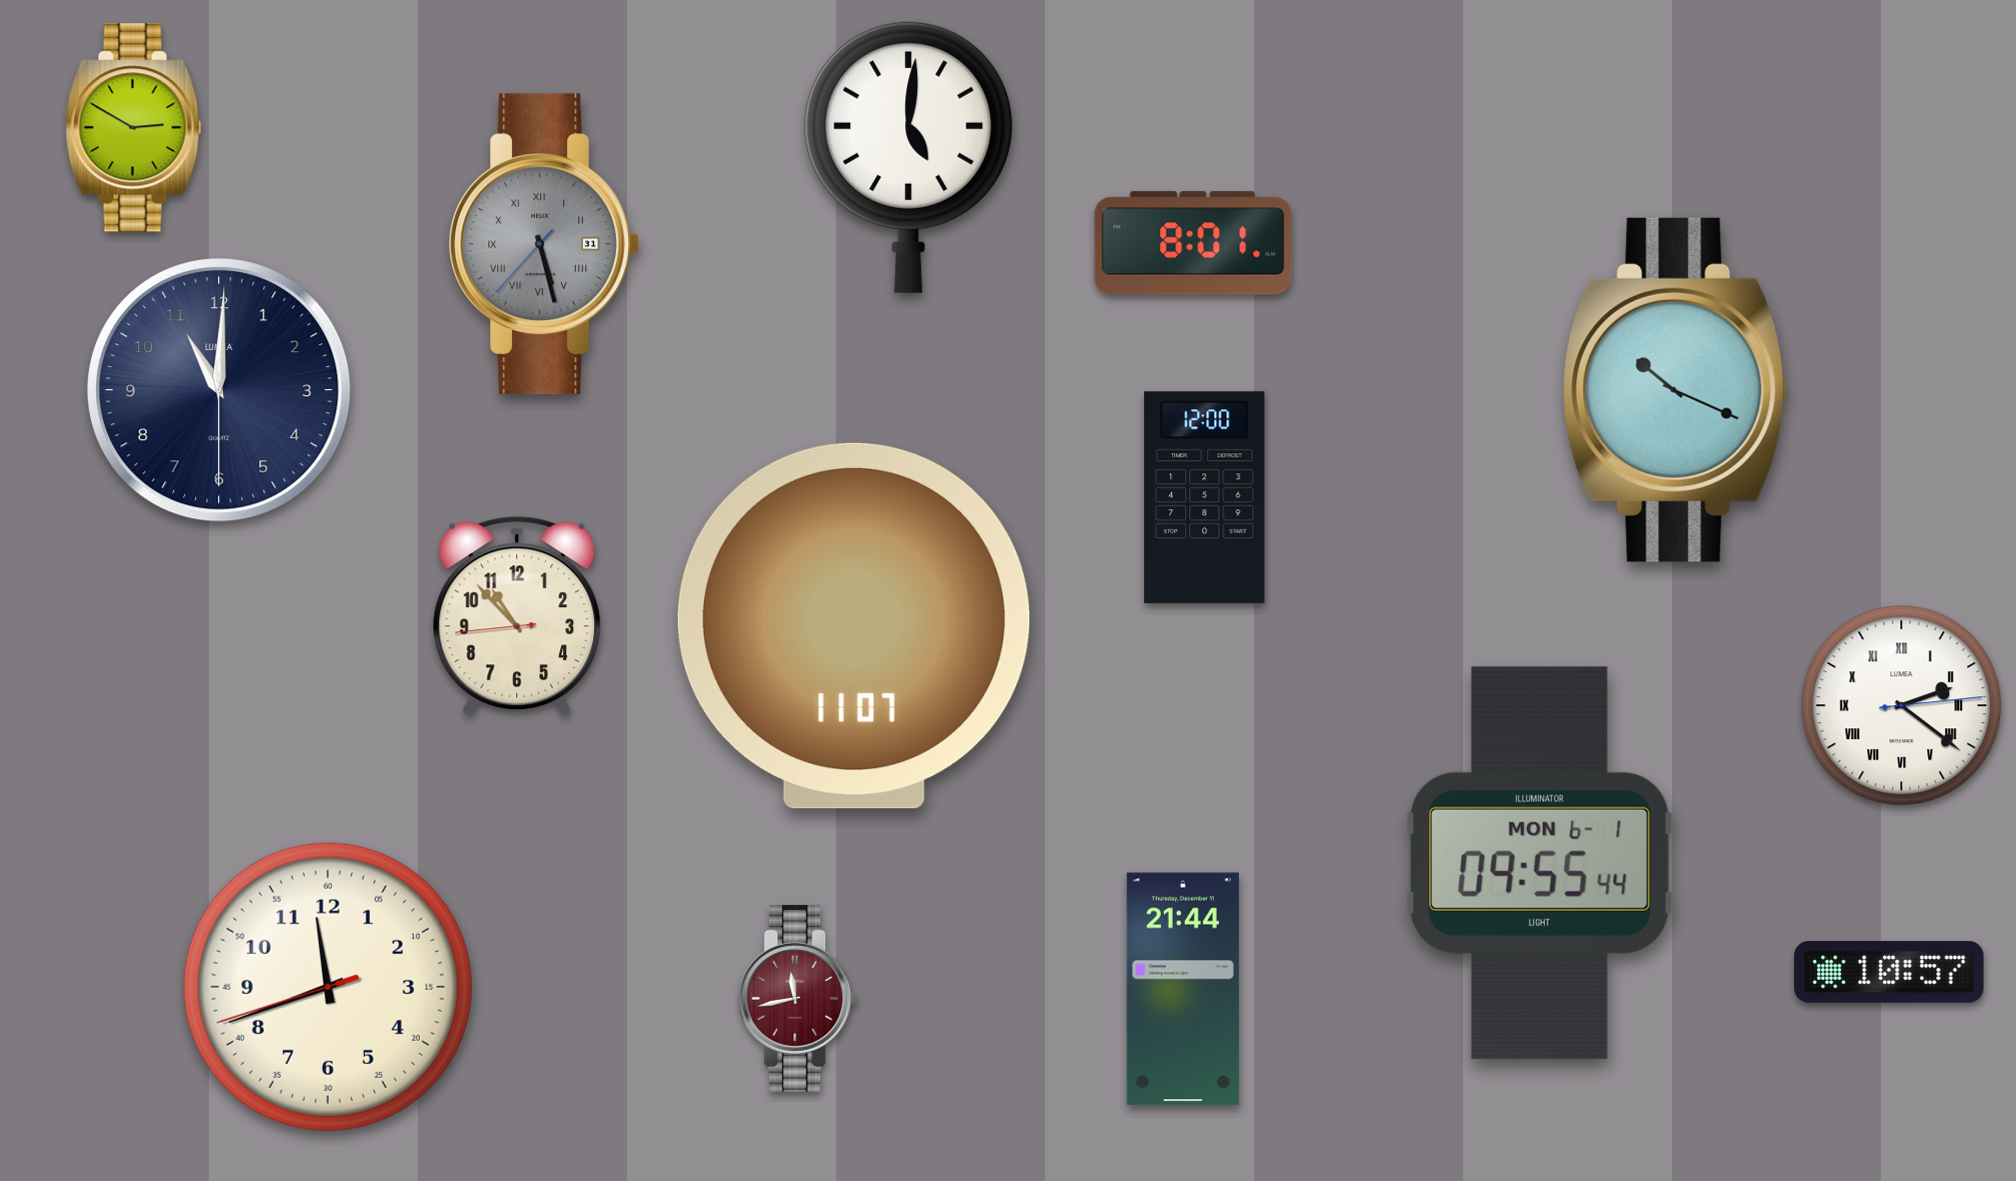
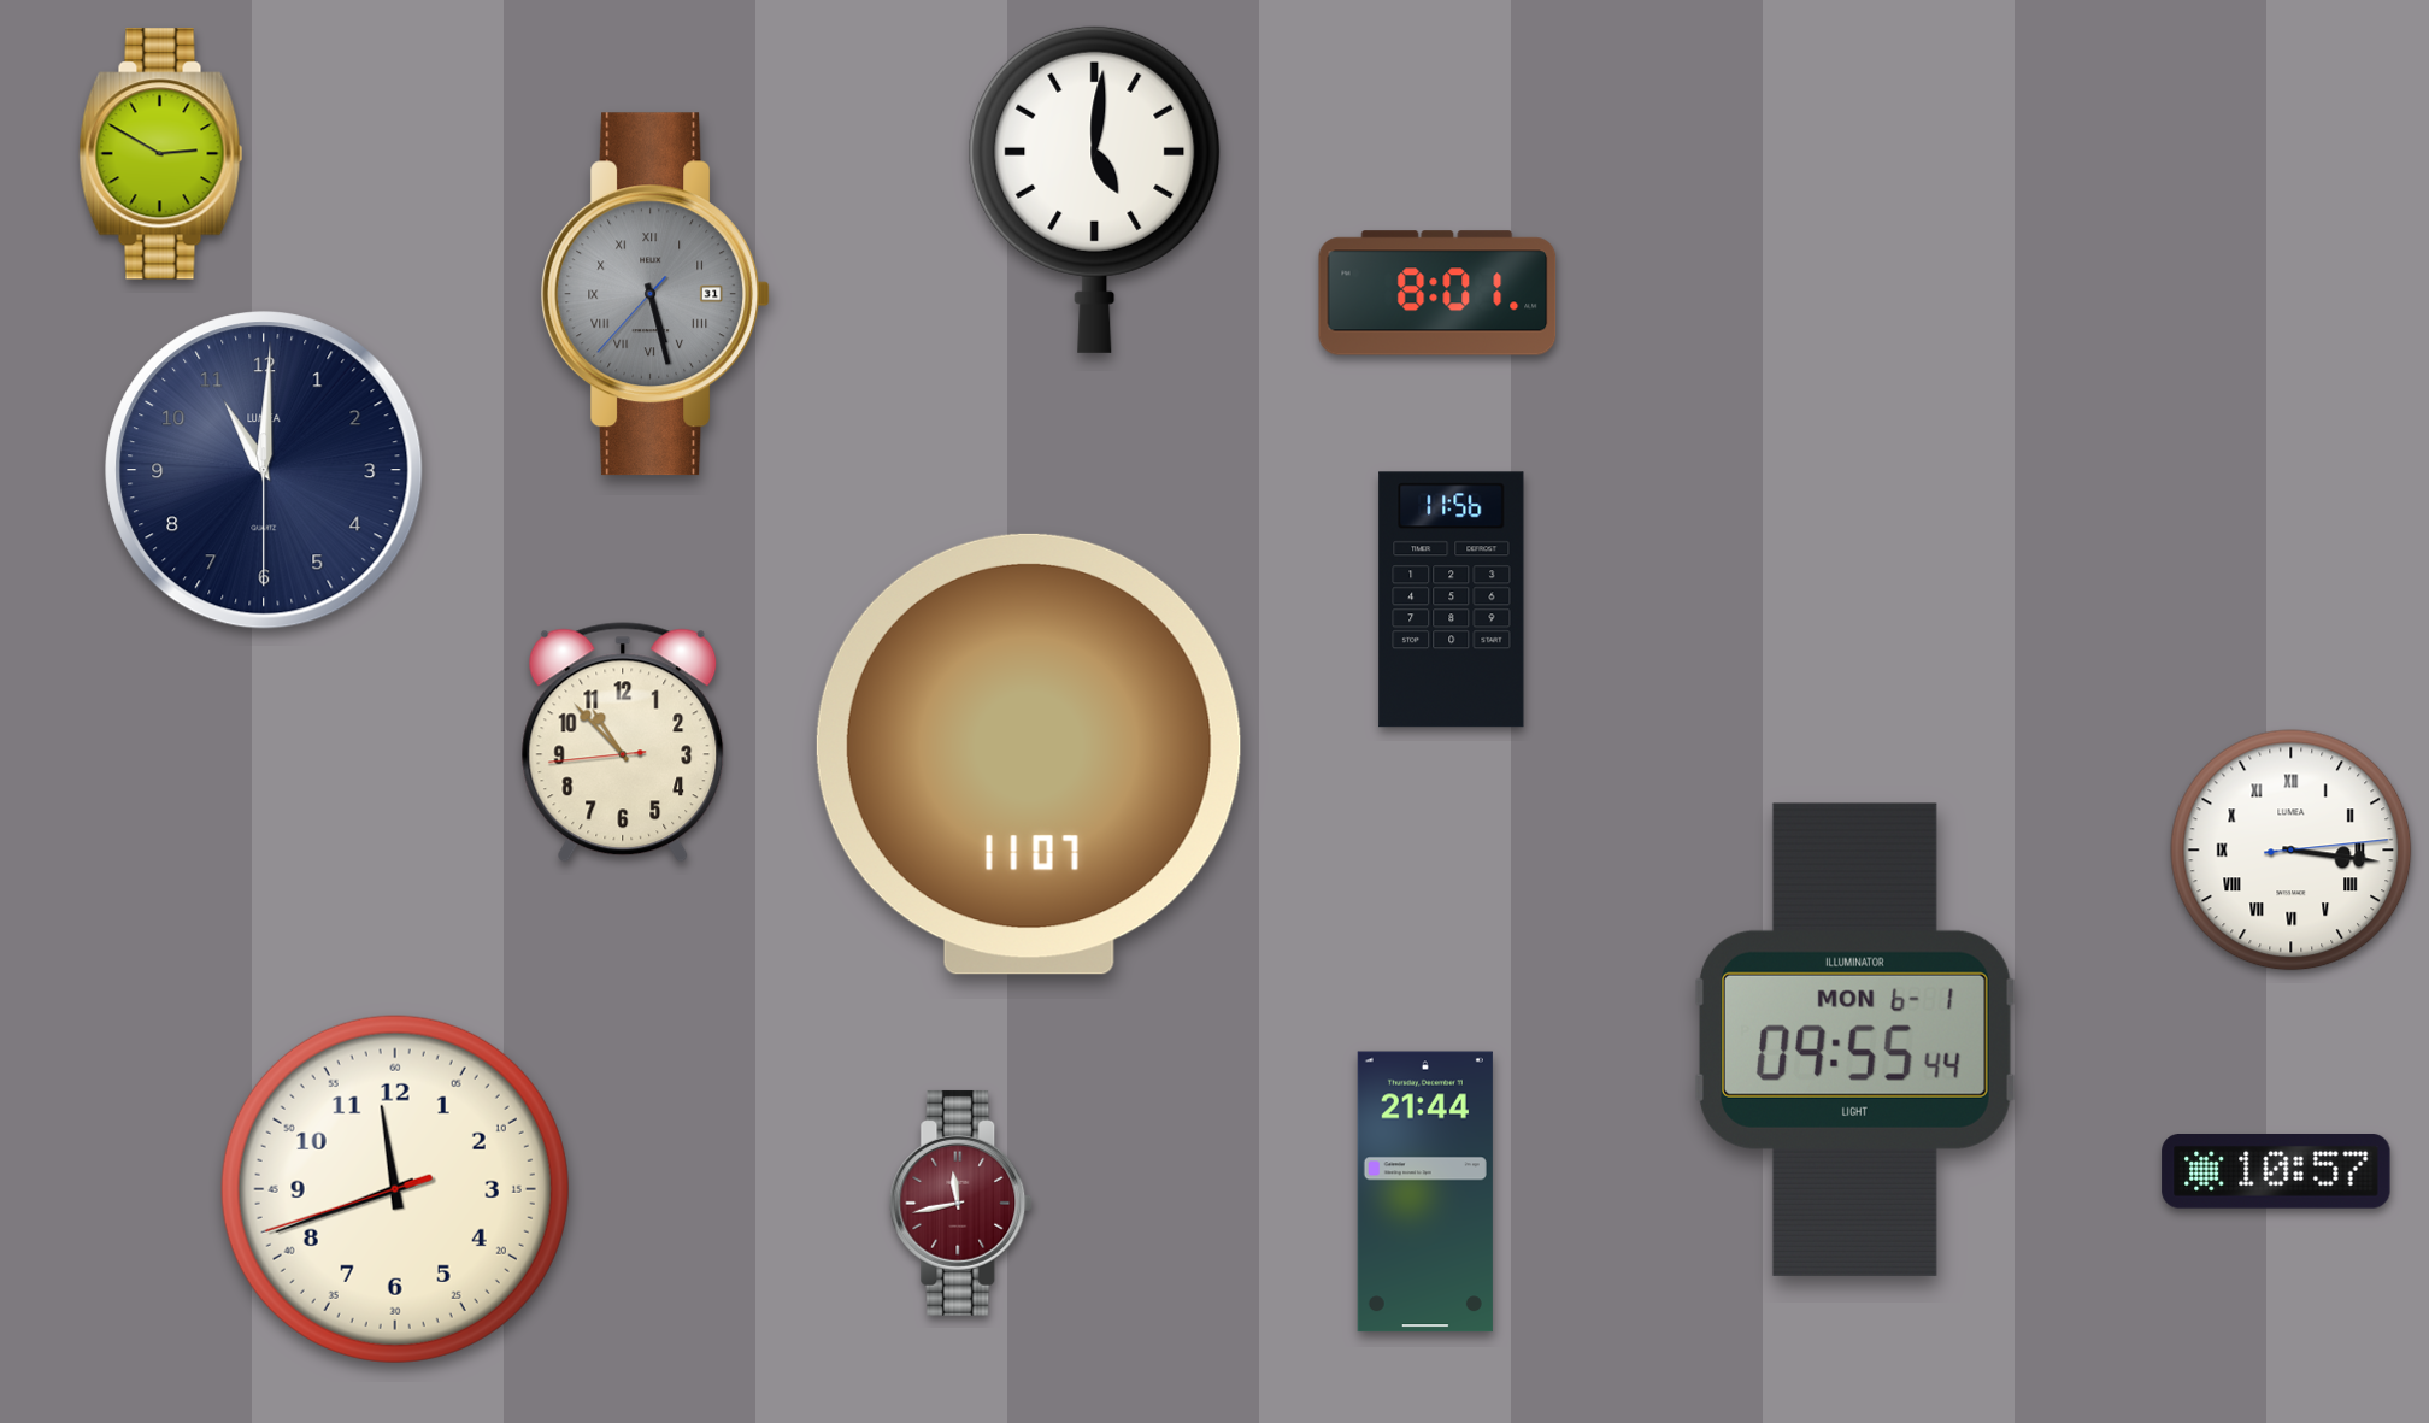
clock at (1675, 390): 10:19 -> none
clock at (1205, 498): 12:00 -> 11:56
clock at (1902, 706): 2:21 -> 3:16
